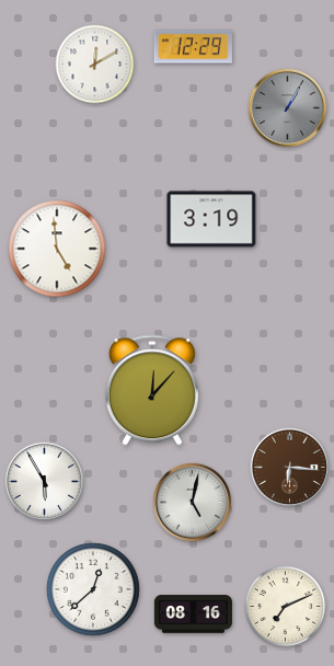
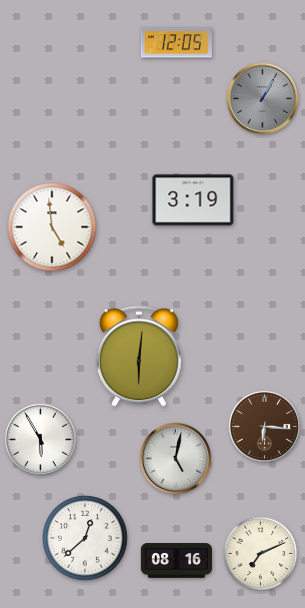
clock at (193, 47): 12:29 -> 12:05
clock at (95, 65): 12:10 -> none
clock at (152, 390): 12:07 -> 6:01
